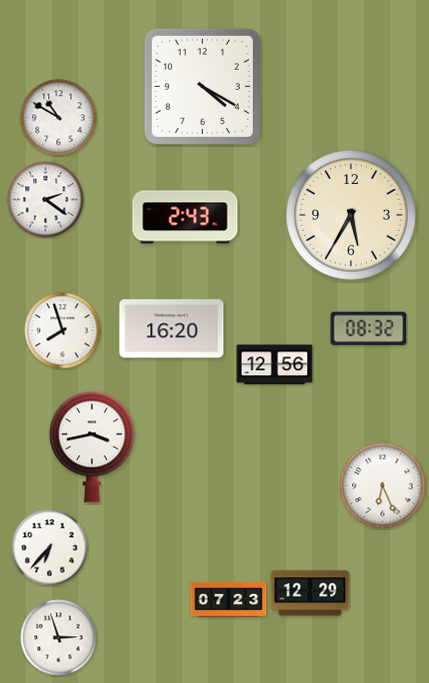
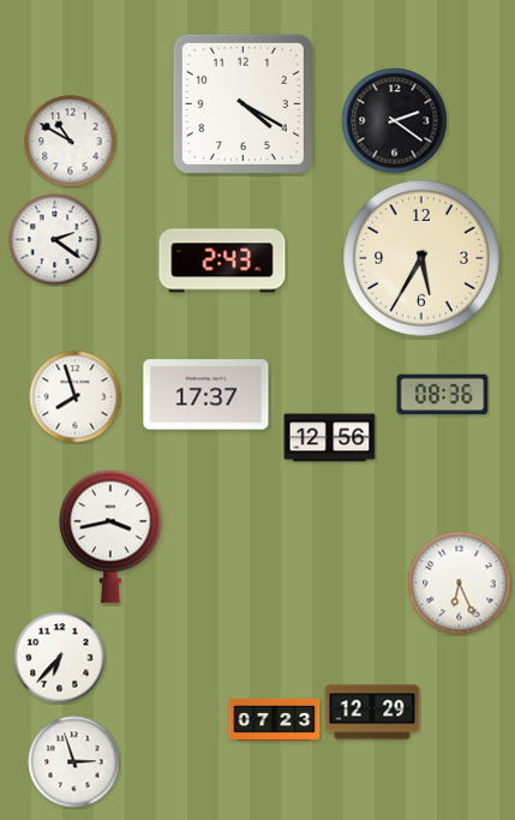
clock at (395, 121): none -> 2:21
clock at (172, 329): 16:20 -> 17:37
clock at (369, 329): 08:32 -> 08:36
clock at (59, 638) position: (59, 638) -> (74, 762)
